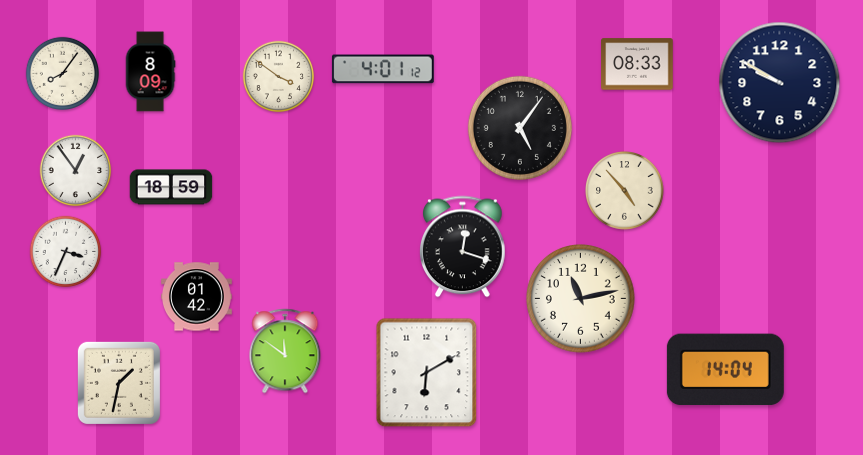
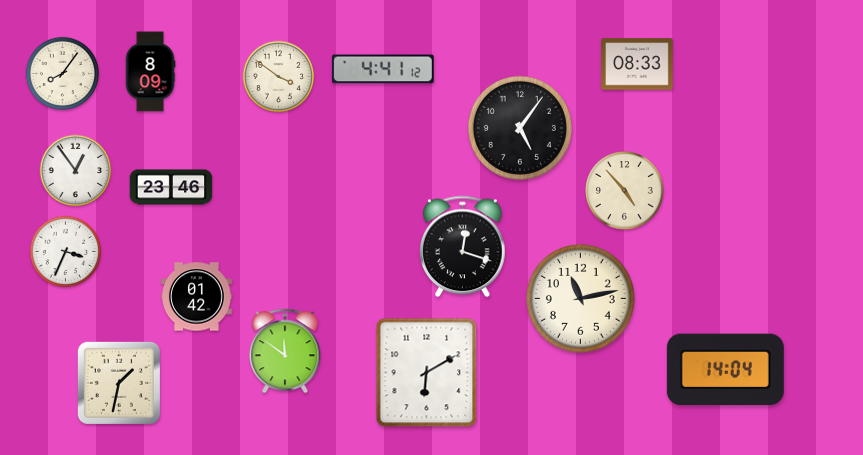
clock at (383, 69): 4:01 -> 4:41
clock at (780, 83): 9:50 -> none
clock at (171, 187): 18:59 -> 23:46
